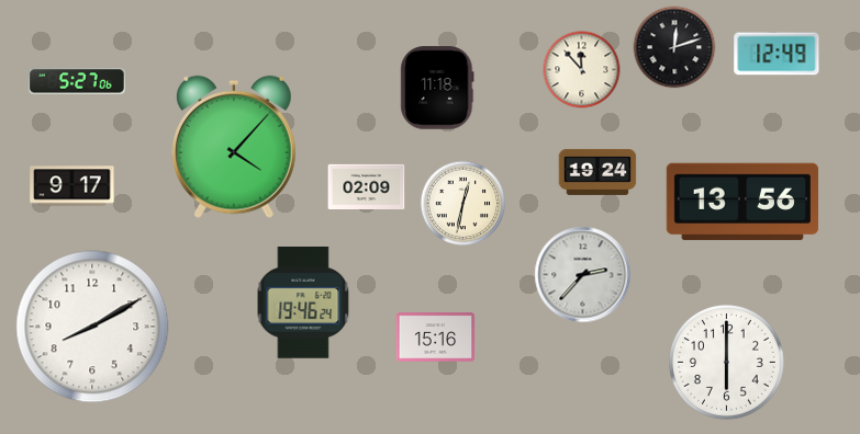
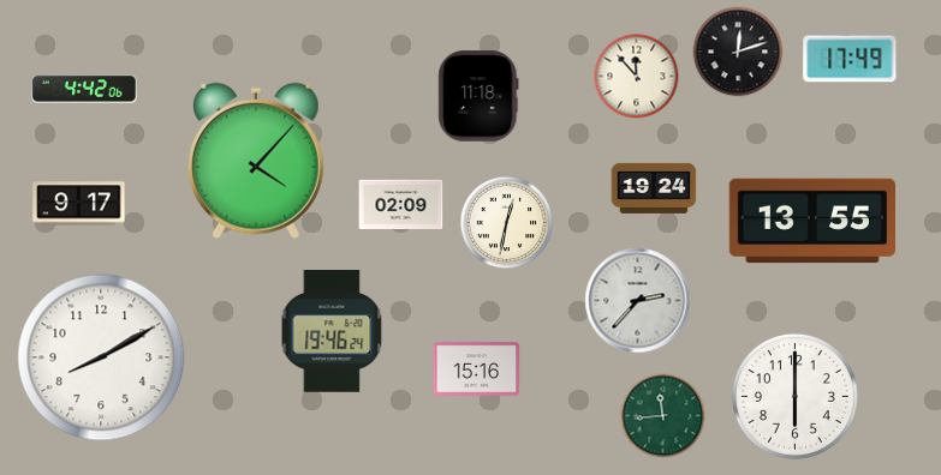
clock at (777, 54): 12:49 -> 17:49
clock at (77, 81): 5:27 -> 4:42
clock at (741, 202): 13:56 -> 13:55
clock at (663, 416): none -> 11:44
